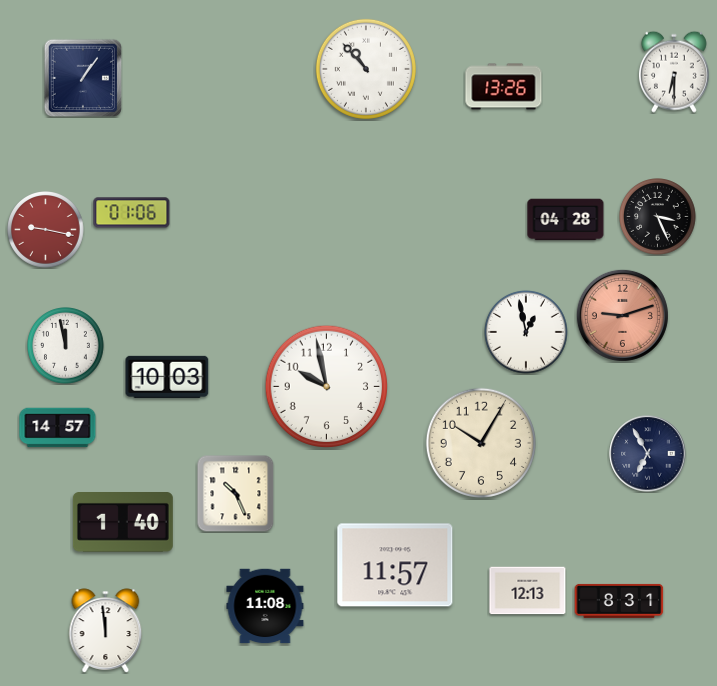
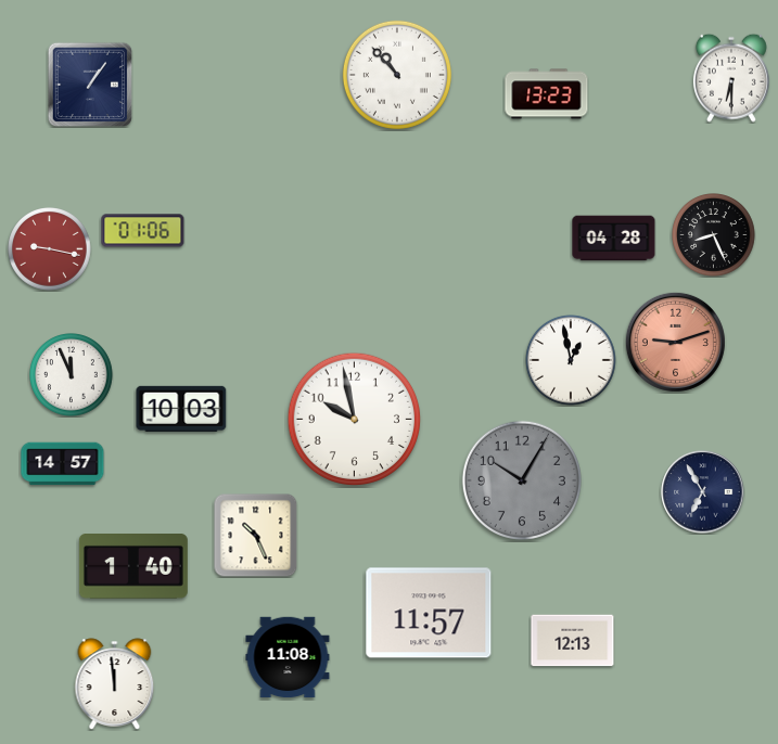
clock at (504, 87): 13:26 -> 13:23
clock at (658, 217): 3:26 -> 8:26
clock at (66, 346): 11:58 -> 11:56
clock at (481, 443) dial: cream -> grey
clock at (619, 601): 8:31 -> none
